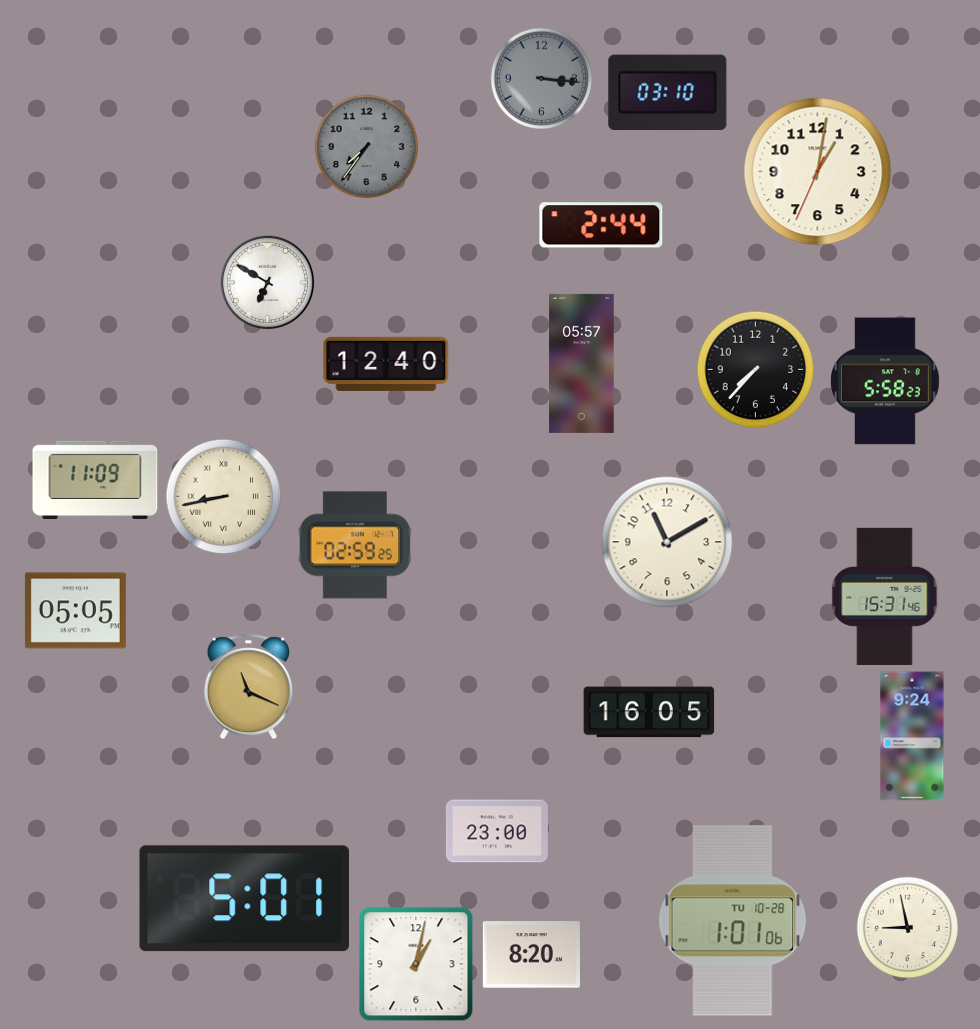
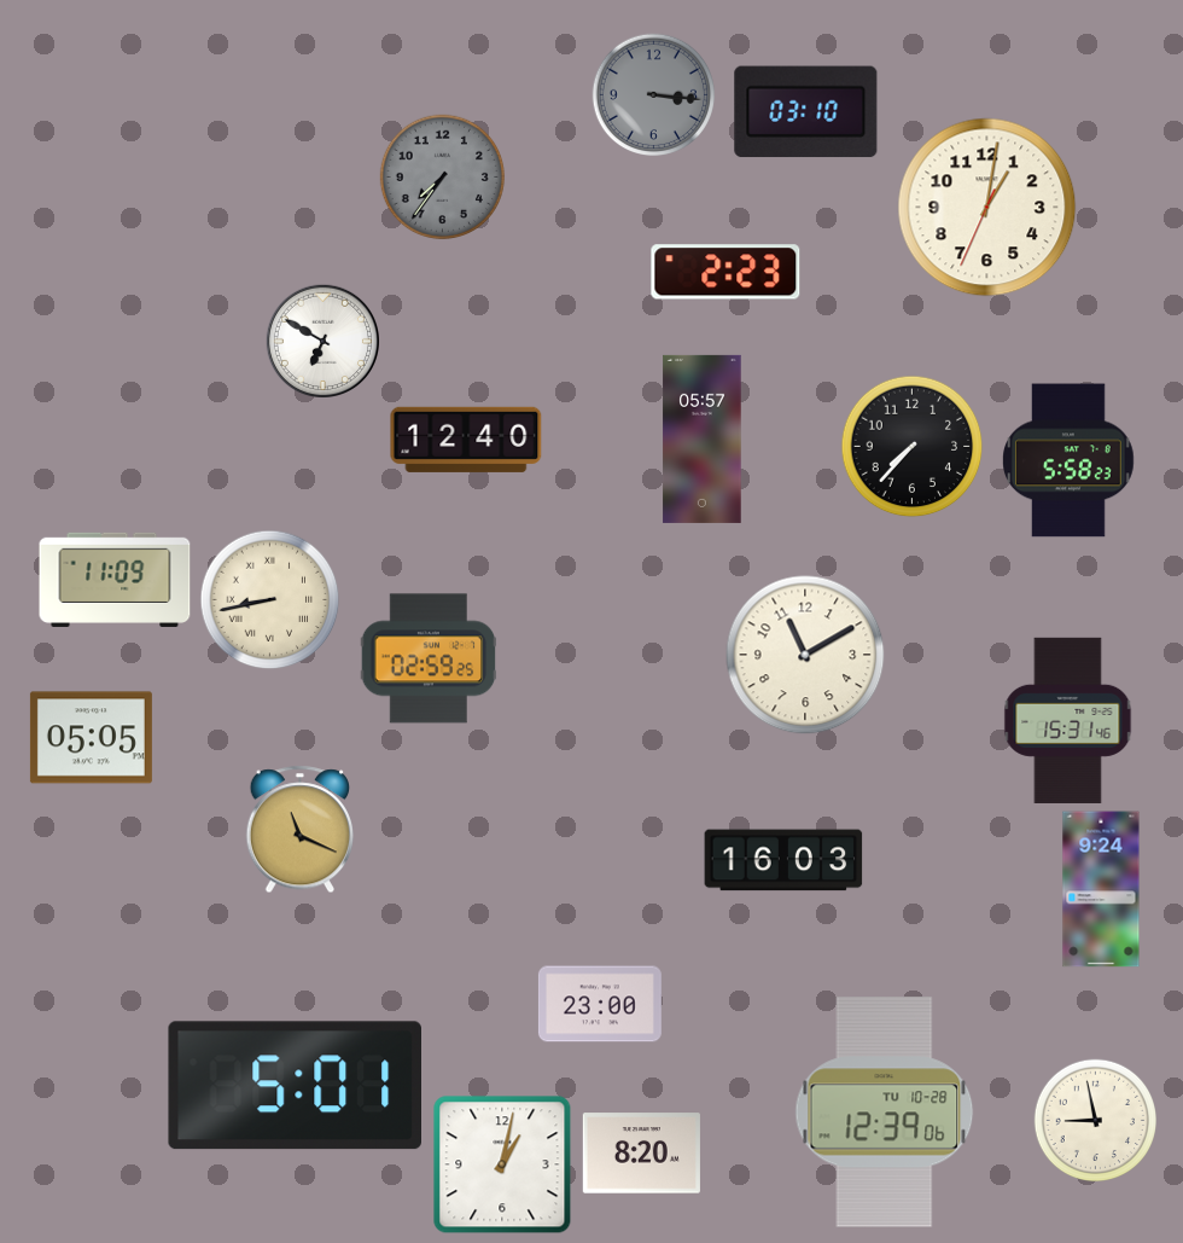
clock at (601, 225): 2:44 -> 2:23
clock at (649, 712): 16:05 -> 16:03
clock at (733, 921): 1:01 -> 12:39
